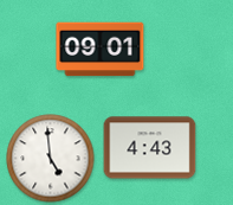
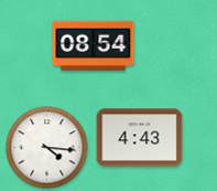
clock at (101, 50): 09:01 -> 08:54
clock at (51, 159): 4:59 -> 4:16
